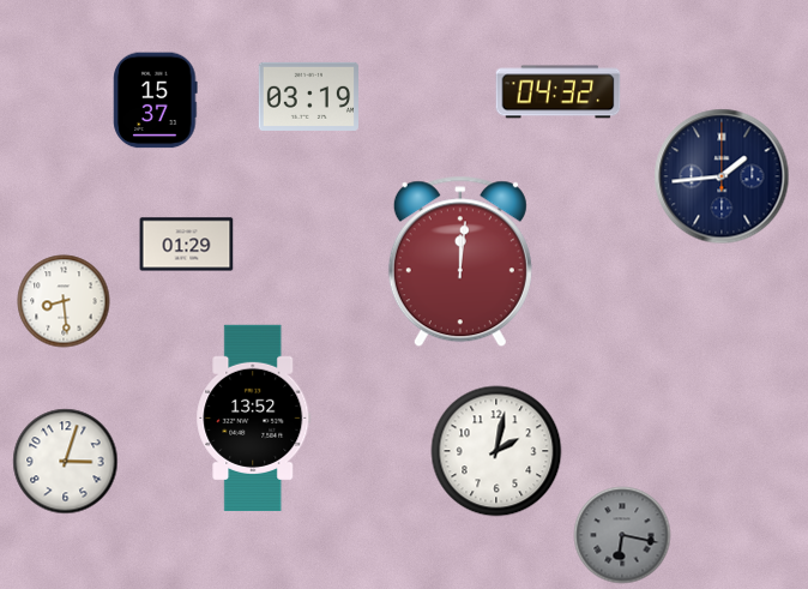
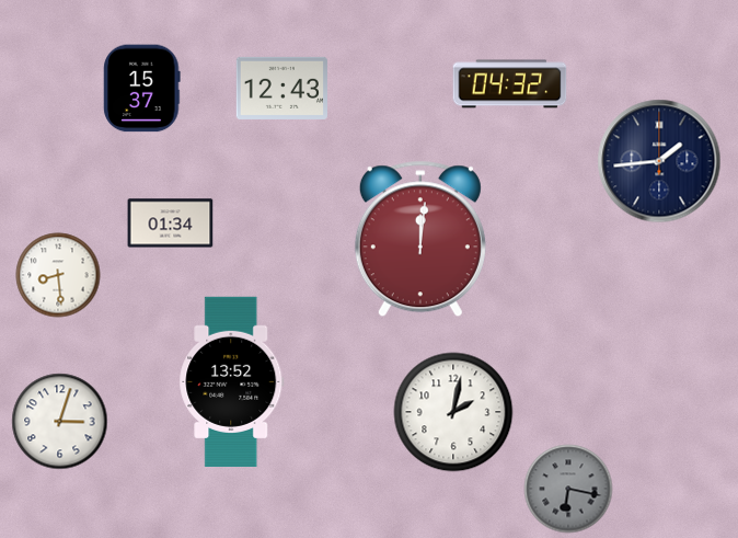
clock at (308, 96): 03:19 -> 12:43
clock at (156, 101) position: (156, 101) -> (142, 89)
clock at (187, 245): 01:29 -> 01:34
